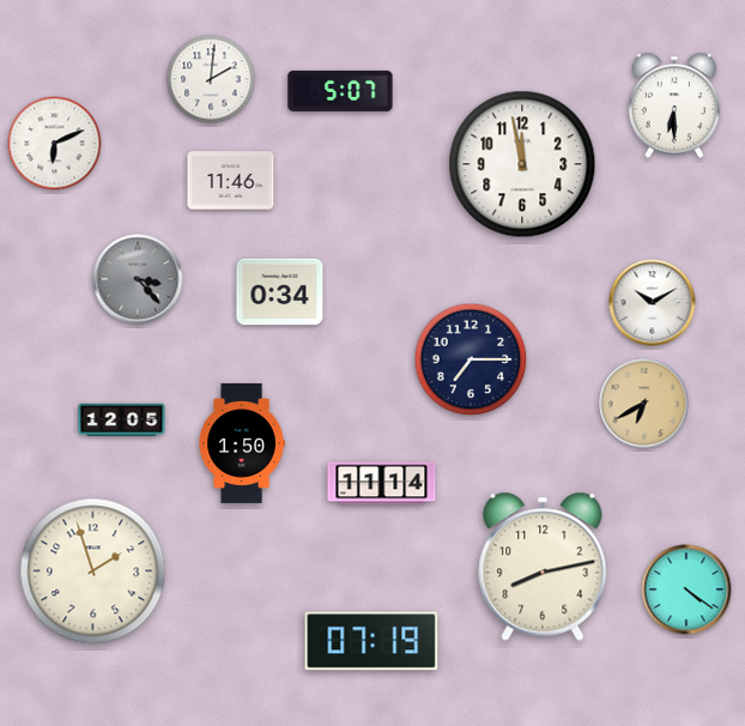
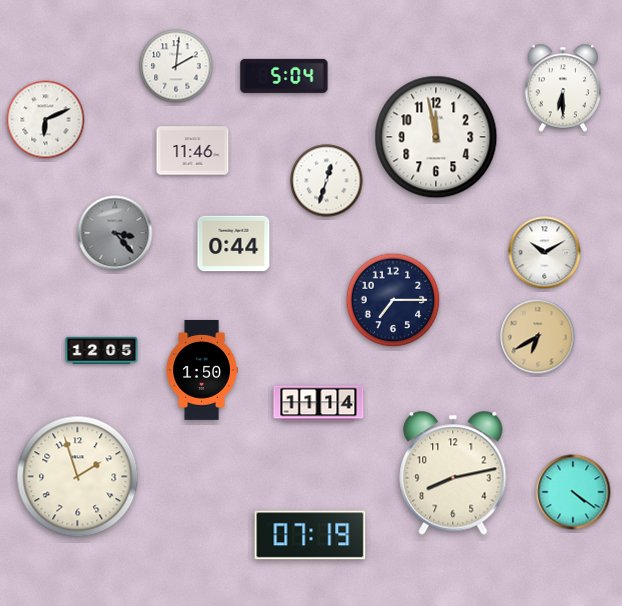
clock at (340, 91): 5:07 -> 5:04
clock at (327, 181): none -> 12:33
clock at (280, 292): 0:34 -> 0:44
